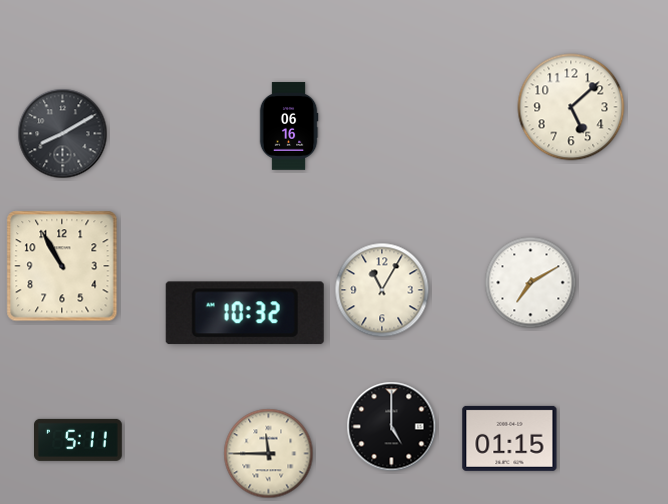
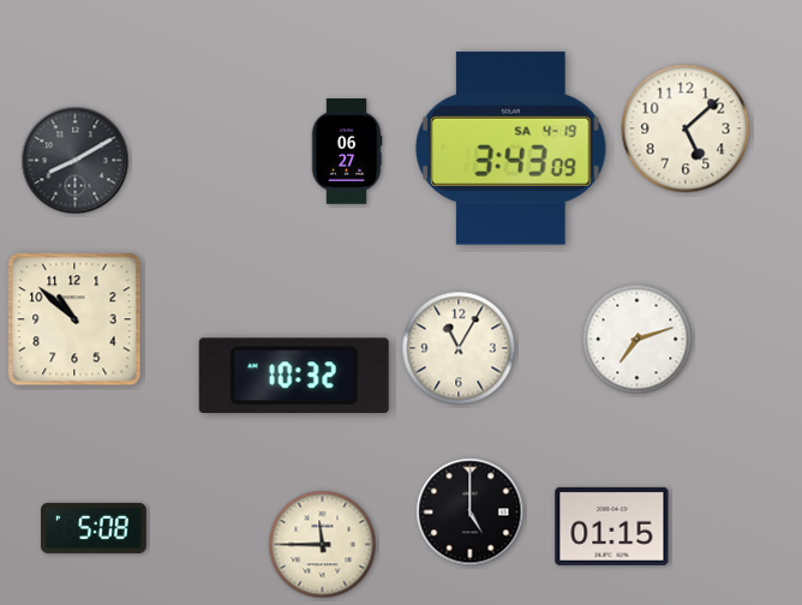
clock at (510, 148): none -> 3:43
clock at (289, 126): 06:16 -> 06:27
clock at (62, 266): 10:55 -> 10:52
clock at (531, 283): 7:10 -> 7:12
clock at (79, 440): 5:11 -> 5:08
